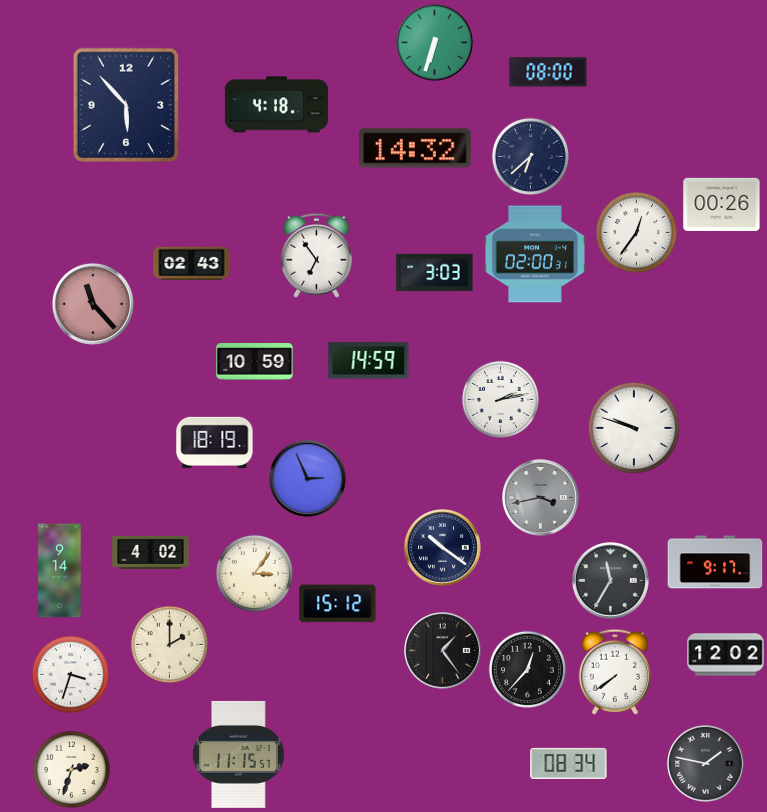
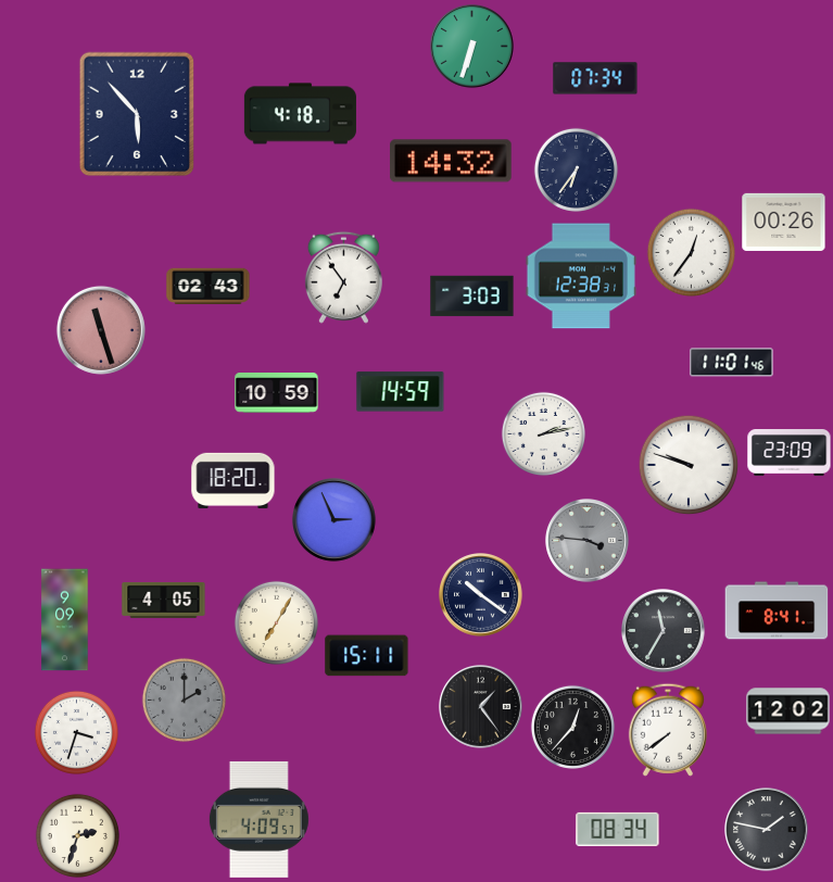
clock at (548, 72): 08:00 -> 07:34
clock at (530, 156): 6:38 -> 6:36
clock at (535, 254): 02:00 -> 12:38
clock at (93, 304): 11:23 -> 11:27
clock at (732, 363): none -> 11:01
clock at (790, 453): none -> 23:09
clock at (215, 442): 18:19 -> 18:20
clock at (541, 498): 3:43 -> 3:46
clock at (151, 552): 4:02 -> 4:05
clock at (715, 562): 9:17 -> 8:41
clock at (60, 571): 9:14 -> 9:09
clock at (254, 573): 3:06 -> 7:05
clock at (338, 604): 15:12 -> 15:11
clock at (169, 644) dial: cream -> grey
clock at (238, 754): 11:15 -> 4:09
